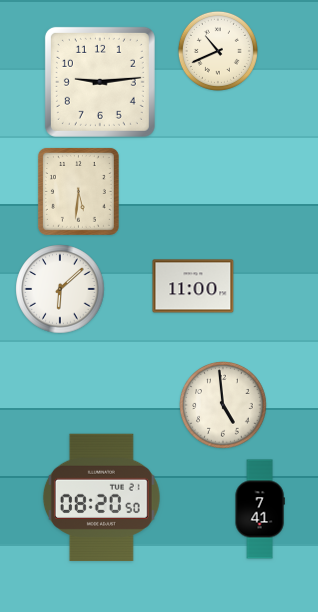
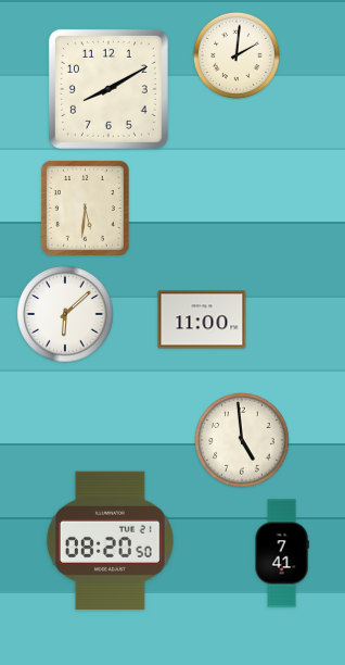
clock at (218, 51): 10:41 -> 2:01
clock at (100, 82): 9:14 -> 8:10
clock at (193, 286) position: (193, 286) -> (202, 319)
